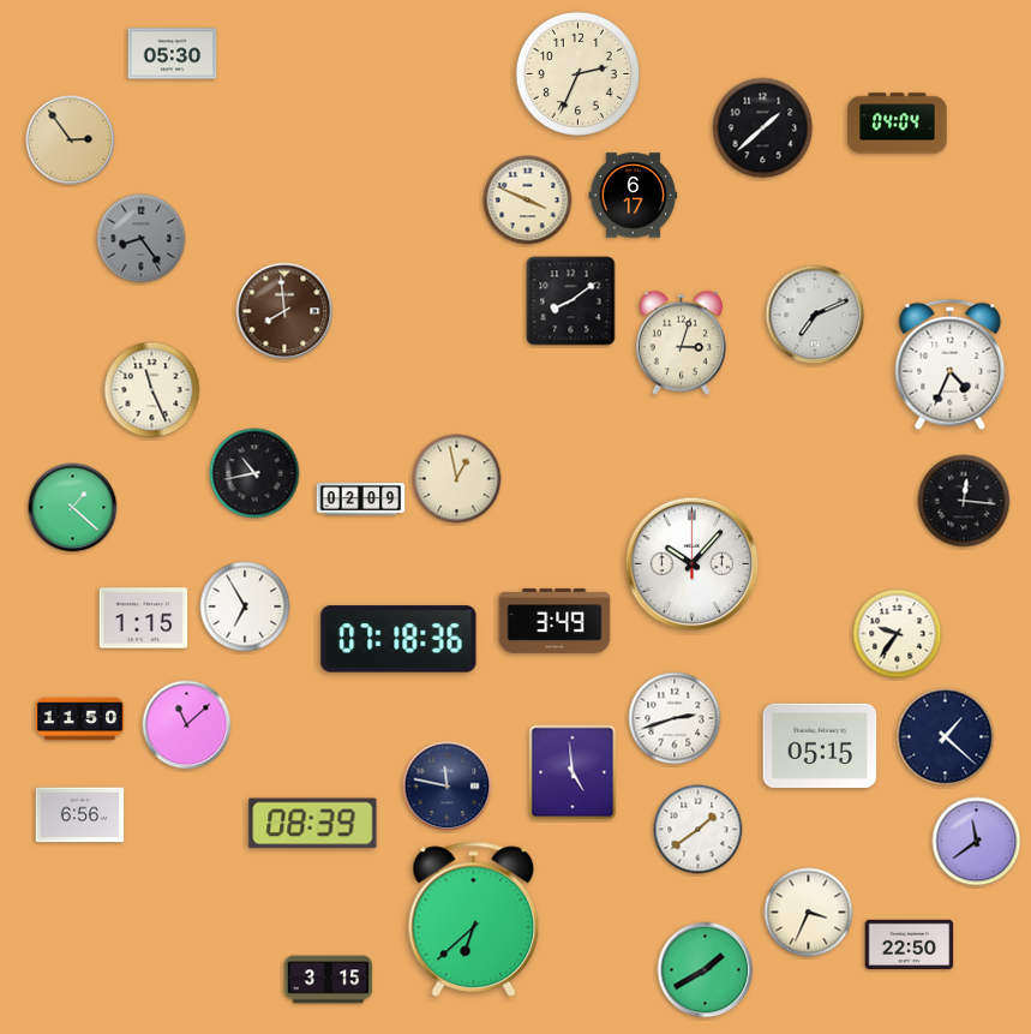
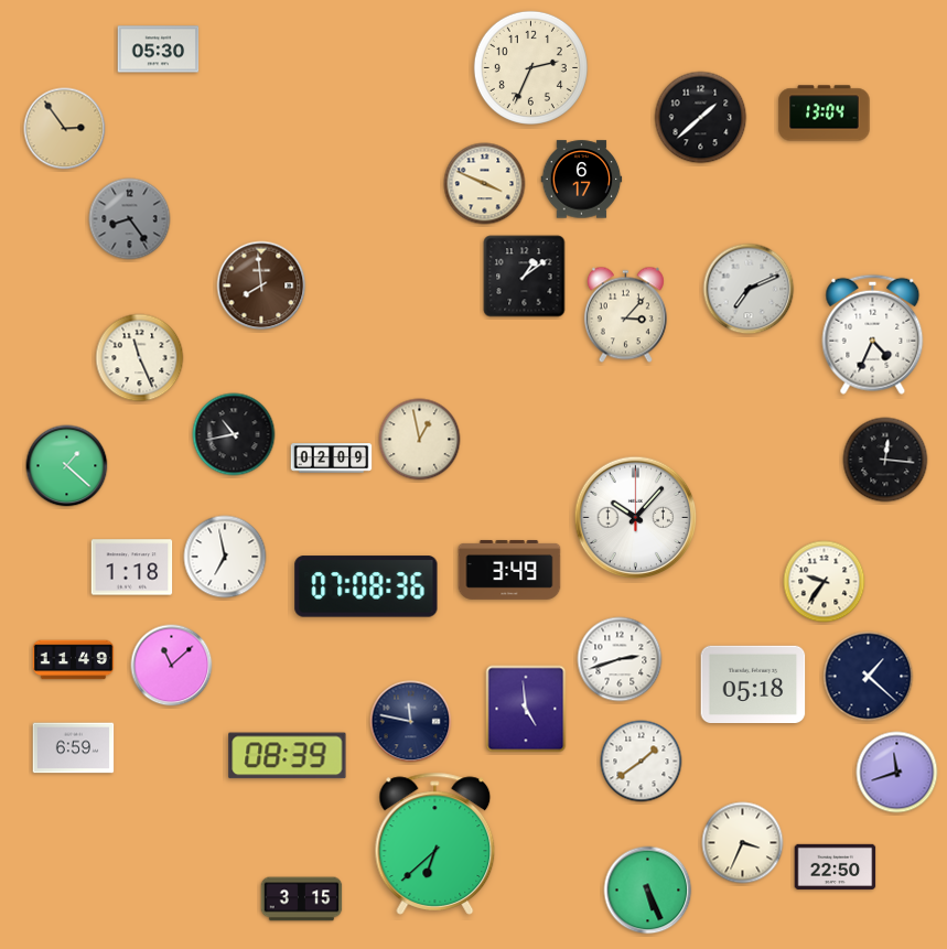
clock at (898, 124): 04:04 -> 13:04
clock at (571, 301): 8:09 -> 1:09
clock at (681, 343): 3:03 -> 3:07
clock at (245, 606): 6:55 -> 6:58
clock at (144, 618): 1:15 -> 1:18
clock at (398, 639): 07:18 -> 07:08
clock at (80, 719): 11:50 -> 11:49
clock at (820, 745): 05:15 -> 05:18
clock at (80, 815): 6:56 -> 6:59
clock at (977, 842): 11:39 -> 11:42
clock at (809, 913) position: (809, 913) -> (743, 843)
clock at (706, 970): 1:40 -> 5:26
